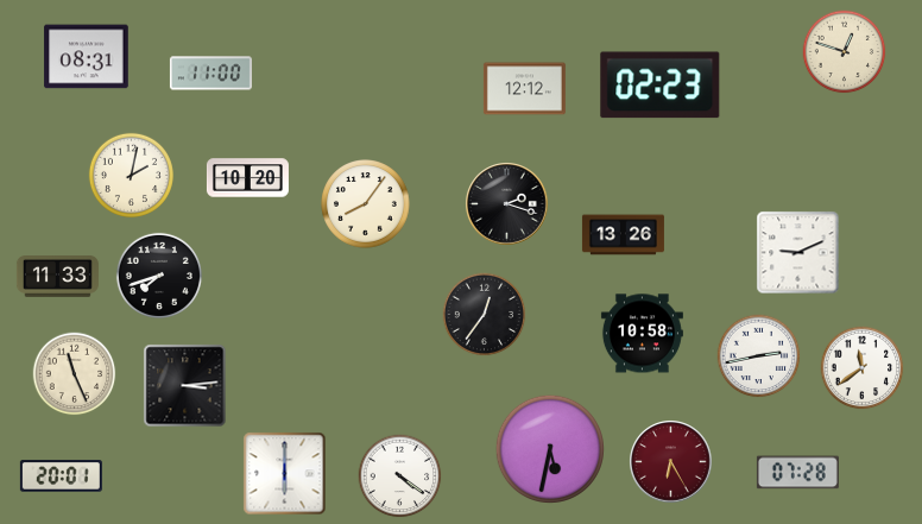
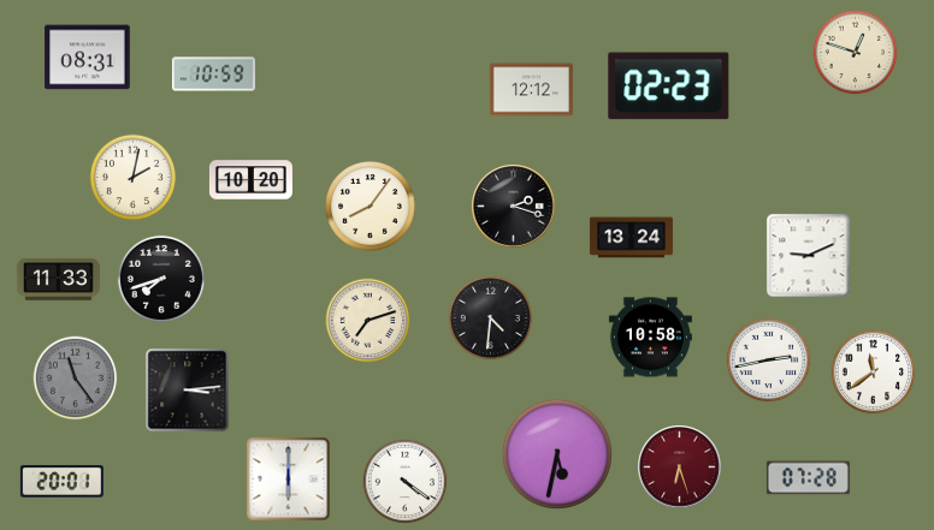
clock at (210, 74): 11:00 -> 10:59
clock at (623, 235): 13:26 -> 13:24
clock at (485, 315): 12:36 -> 4:31
clock at (368, 321): none -> 7:12
clock at (75, 374): 11:26 -> 11:24
clock at (75, 374) dial: cream -> grey
clock at (671, 462): 6:25 -> 6:27
